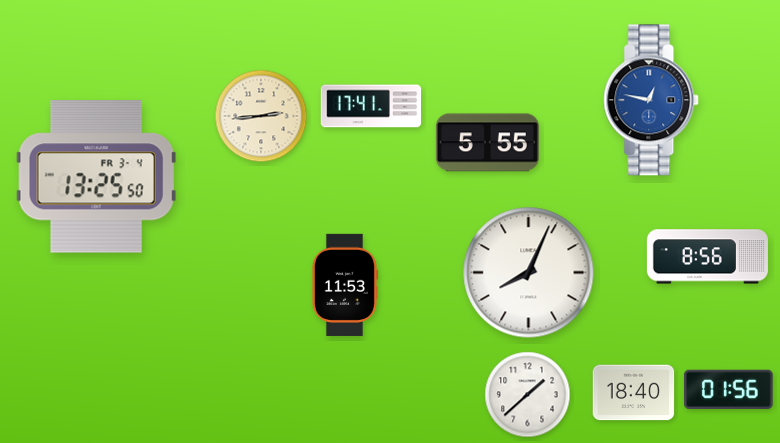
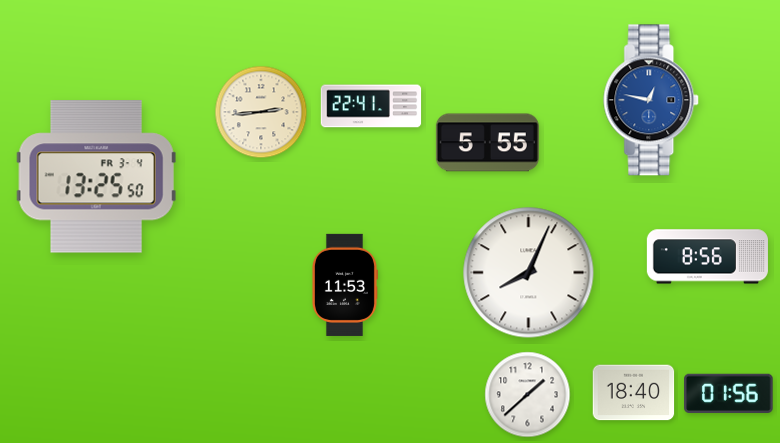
clock at (371, 106): 17:41 -> 22:41
clock at (261, 116) position: (261, 116) -> (261, 112)
clock at (729, 389) position: (729, 389) -> (729, 393)
